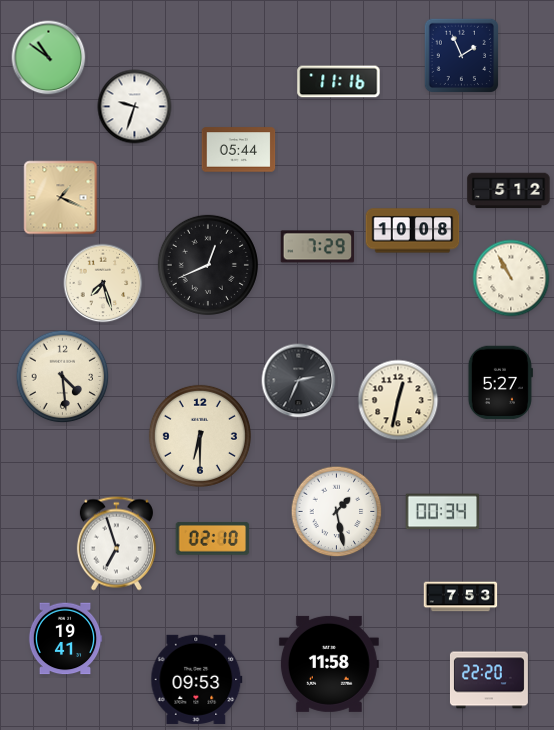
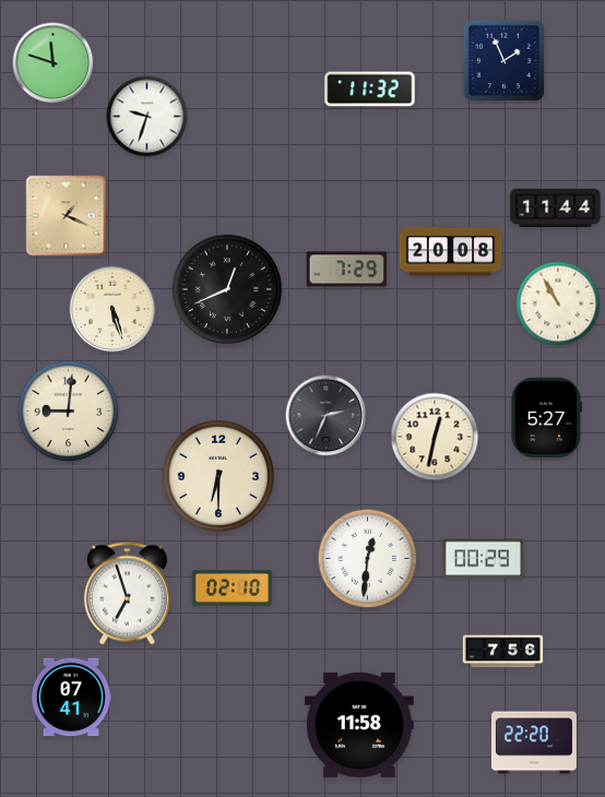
clock at (49, 58): 10:51 -> 11:48
clock at (339, 82): 11:16 -> 11:32
clock at (239, 150): 05:44 -> none
clock at (509, 191): 5:12 -> 11:44
clock at (413, 231): 10:08 -> 20:08
clock at (103, 283): 7:27 -> 5:27
clock at (63, 377): 4:29 -> 9:01
clock at (337, 512): 1:28 -> 12:31
clock at (443, 512): 00:34 -> 00:29
clock at (461, 597): 7:53 -> 7:56
clock at (65, 639): 19:41 -> 07:41
clock at (197, 679): 09:53 -> none
